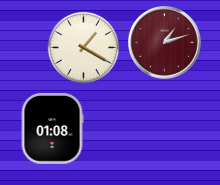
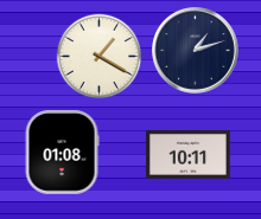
clock at (165, 43) dial: burgundy -> navy
clock at (187, 154): none -> 10:11
